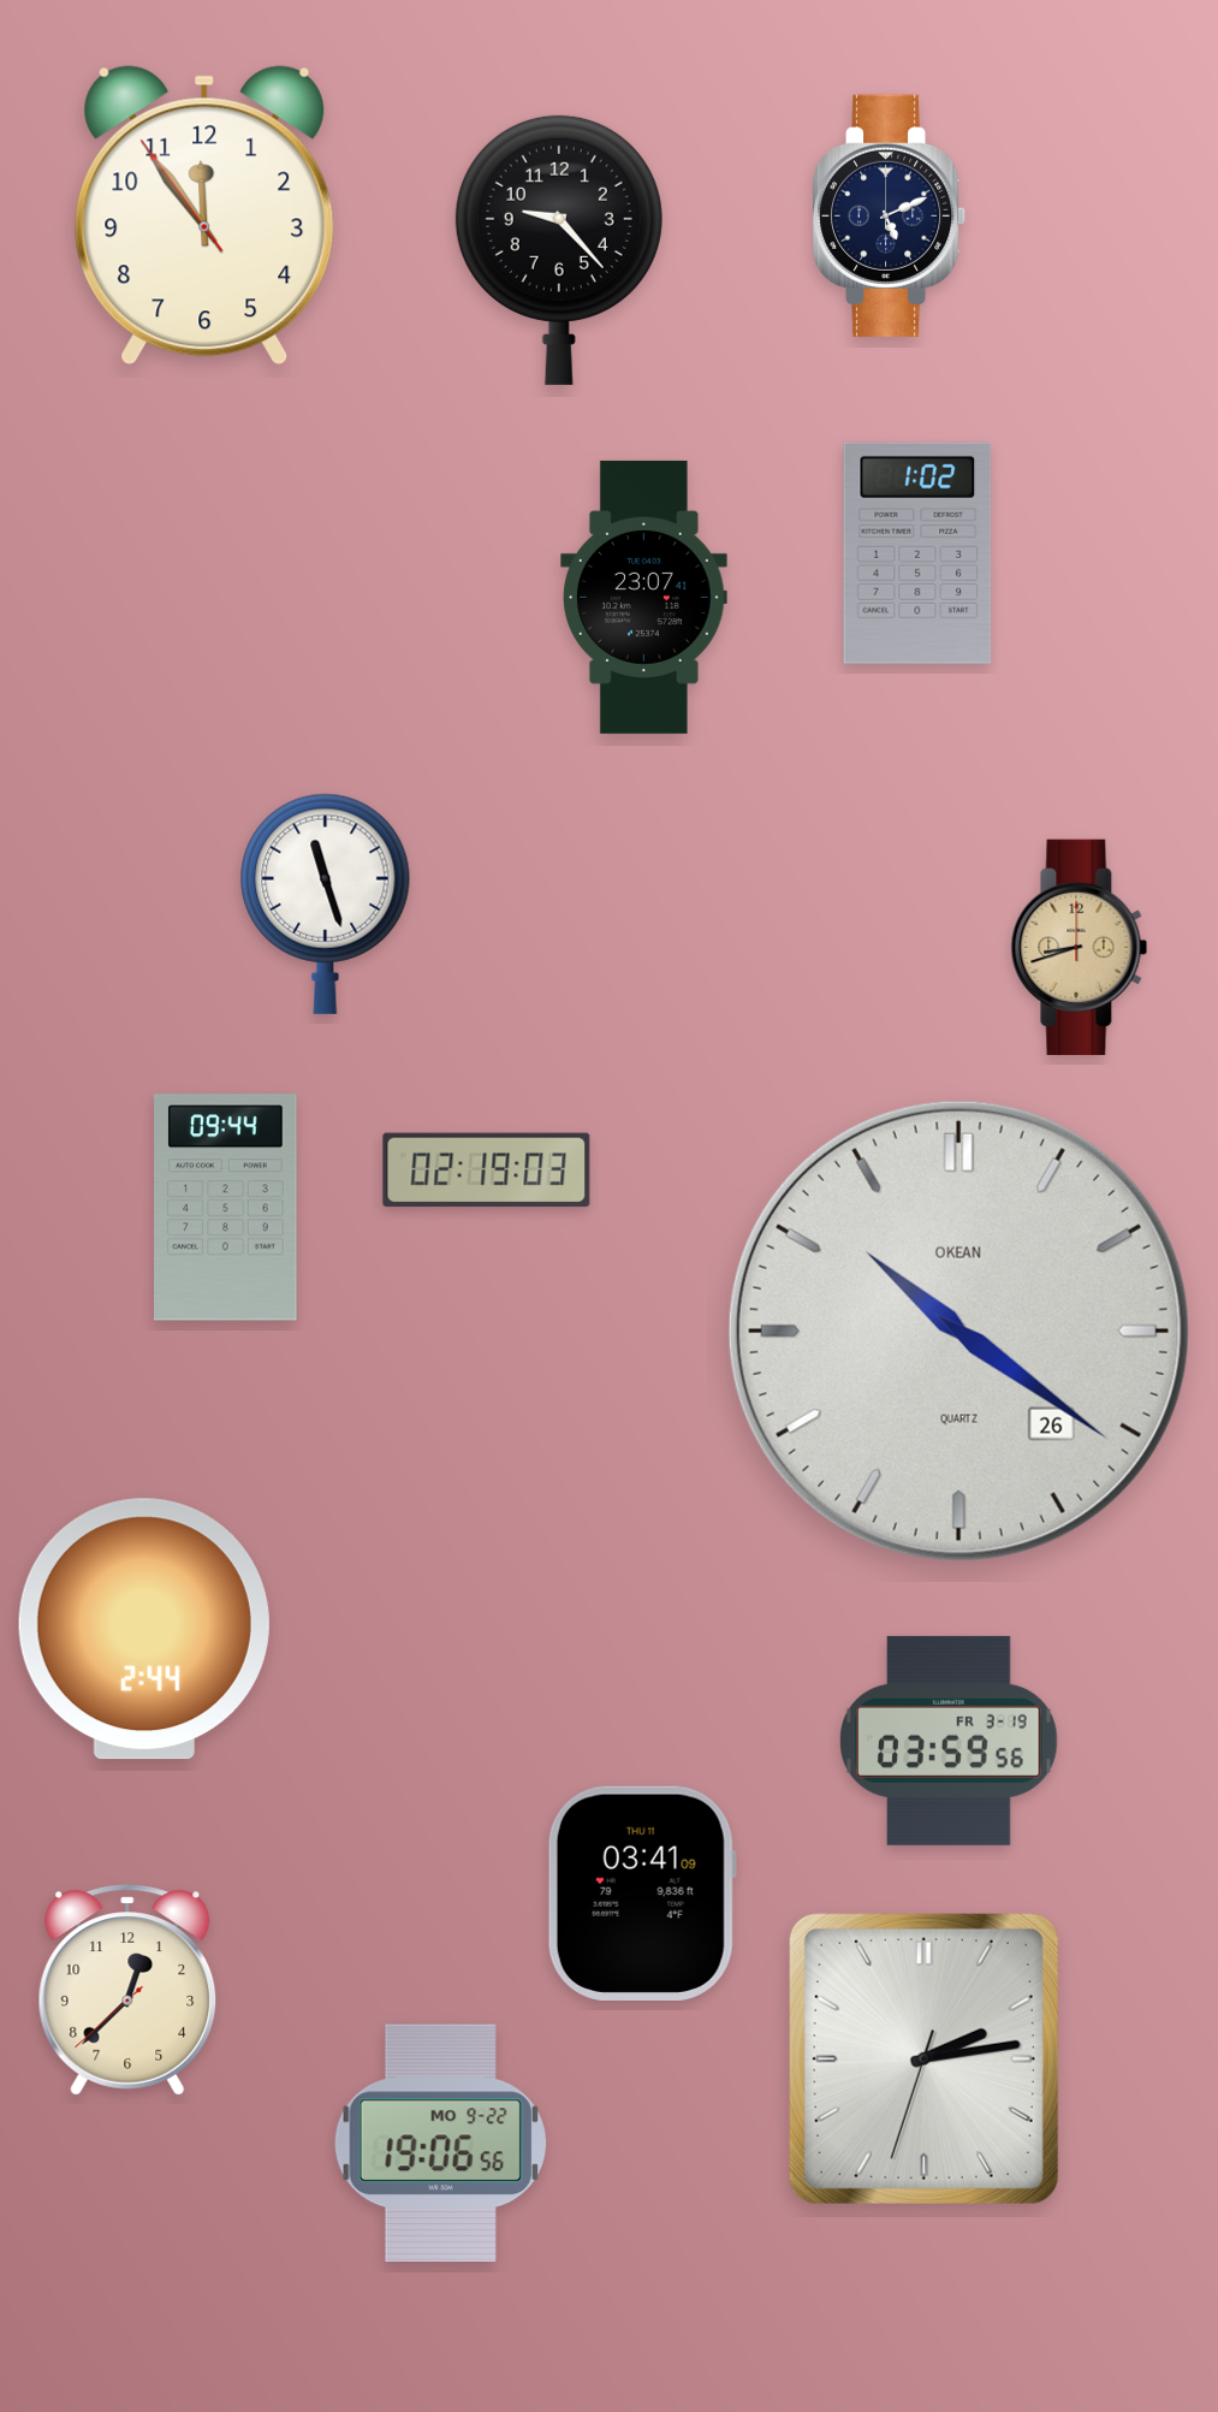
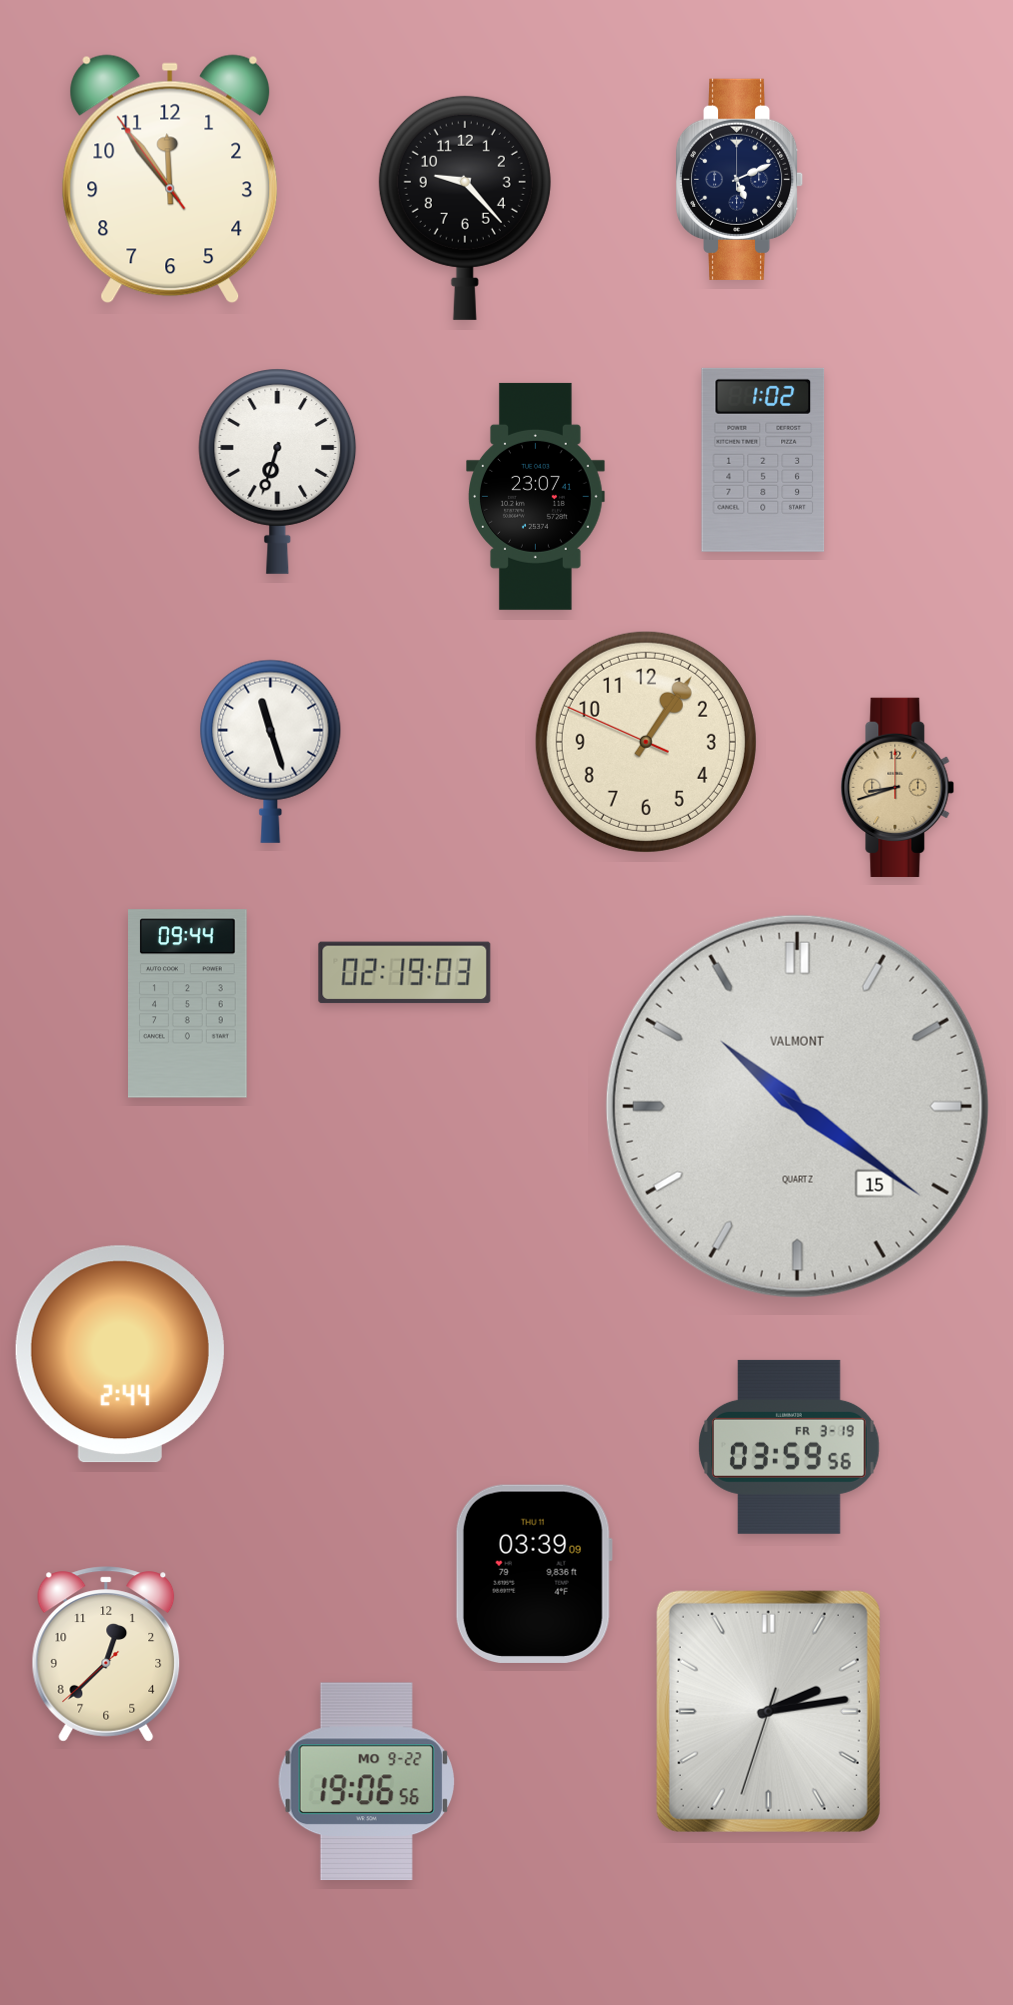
clock at (278, 471): none -> 6:33
clock at (646, 742): none -> 1:05
clock at (958, 1331) date: 26 -> 15
clock at (958, 1331) brand: OKEAN -> VALMONT
clock at (642, 1894): 03:41 -> 03:39
